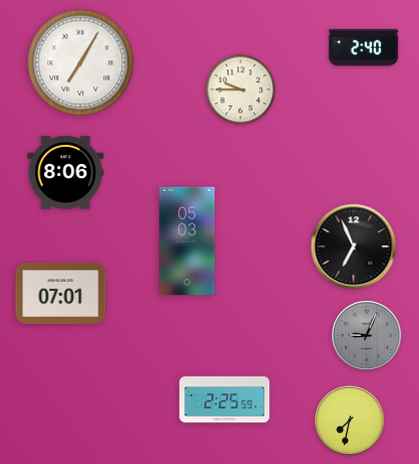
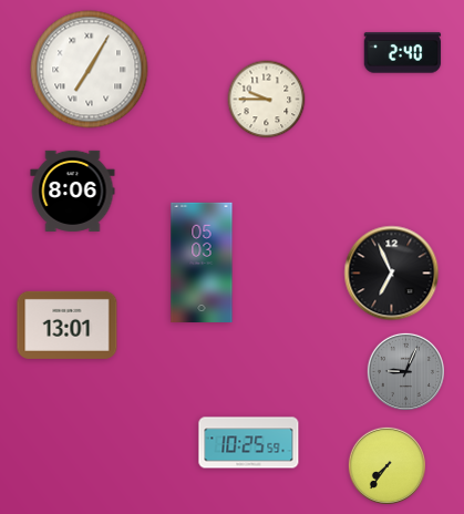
clock at (187, 240) position: (187, 240) -> (202, 261)
clock at (61, 293): 07:01 -> 13:01
clock at (225, 400): 2:25 -> 10:25
clock at (349, 420): 7:32 -> 7:36
